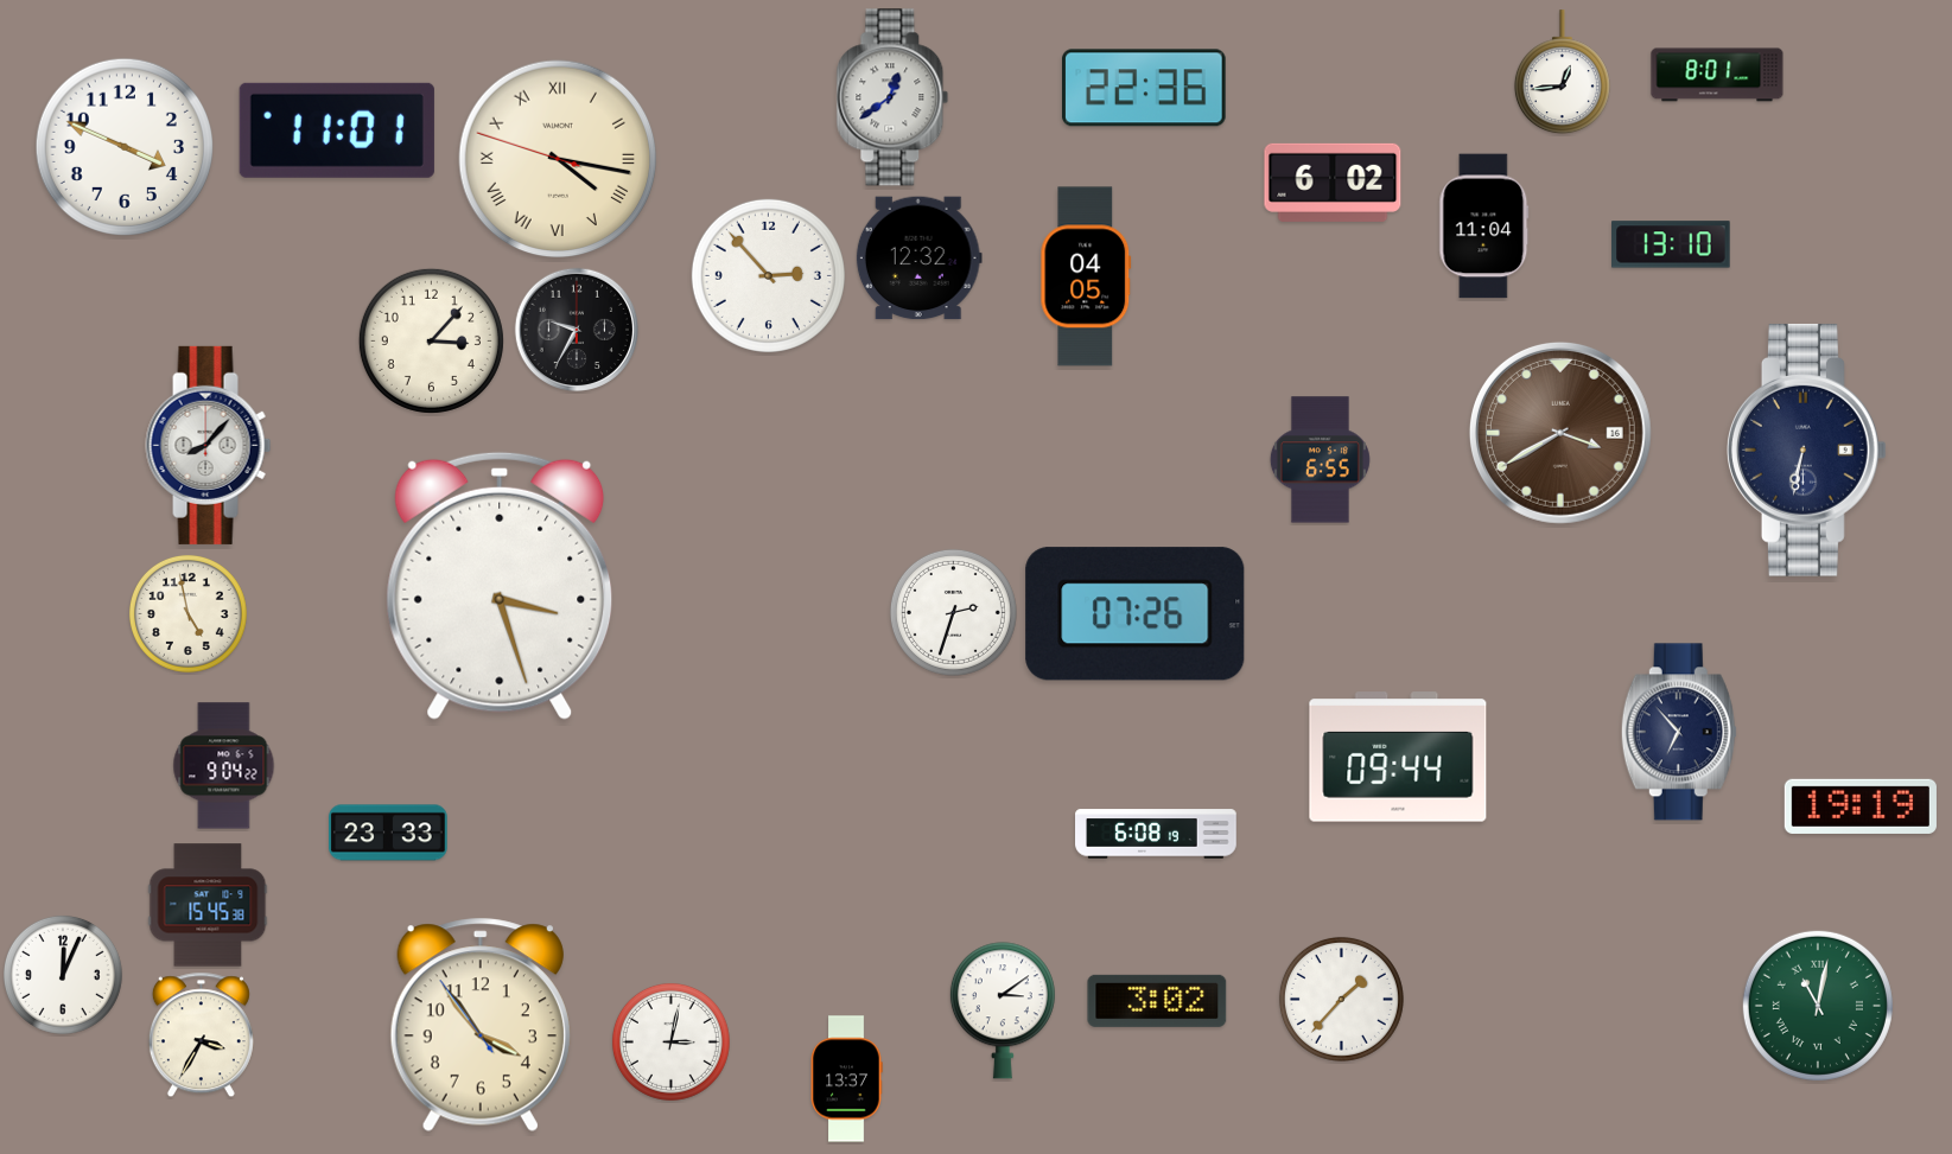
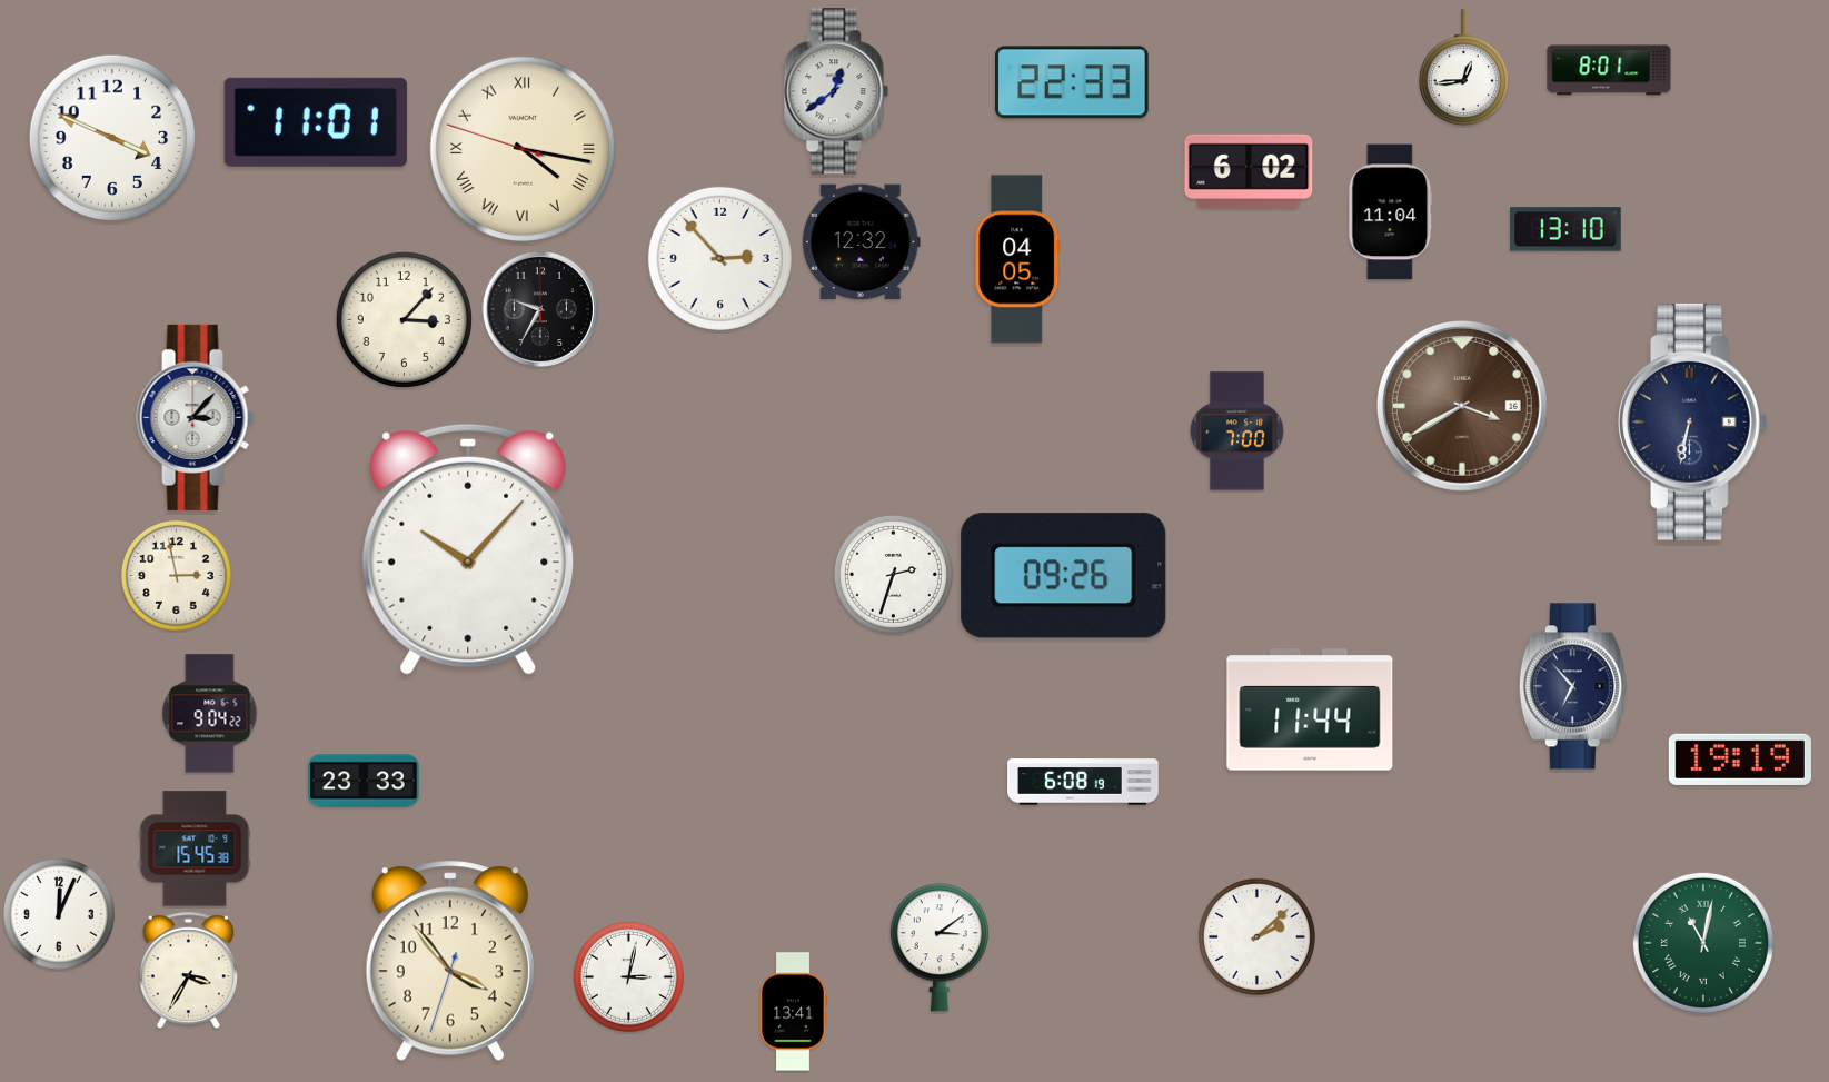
clock at (1144, 88): 22:36 -> 22:33
clock at (123, 146) position: (123, 146) -> (111, 137)
clock at (209, 445): 8:07 -> 3:07
clock at (1320, 460): 6:55 -> 7:00
clock at (500, 586): 3:27 -> 10:07
clock at (187, 613): 4:58 -> 2:58
clock at (1136, 614): 07:26 -> 09:26
clock at (1398, 757): 09:44 -> 11:44
clock at (224, 766) position: (224, 766) -> (210, 714)
clock at (1861, 806) position: (1861, 806) -> (1740, 760)
clock at (1341, 999): 1:37 -> 2:08
clock at (1157, 1001): 3:02 -> none
clock at (481, 1025): 3:53:54 -> 3:53:33
clock at (846, 1079): 13:37 -> 13:41
